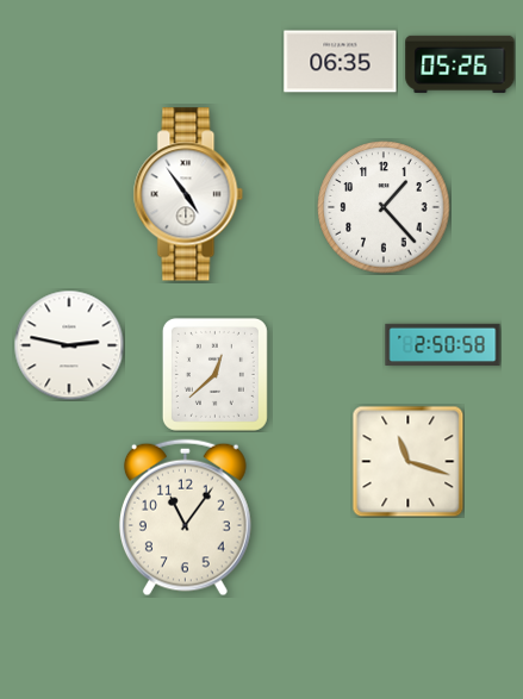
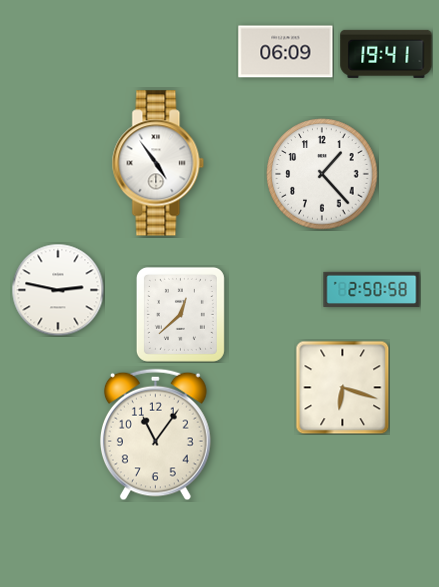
clock at (341, 62): 06:35 -> 06:09
clock at (460, 64): 05:26 -> 19:41
clock at (407, 461): 11:18 -> 6:18
